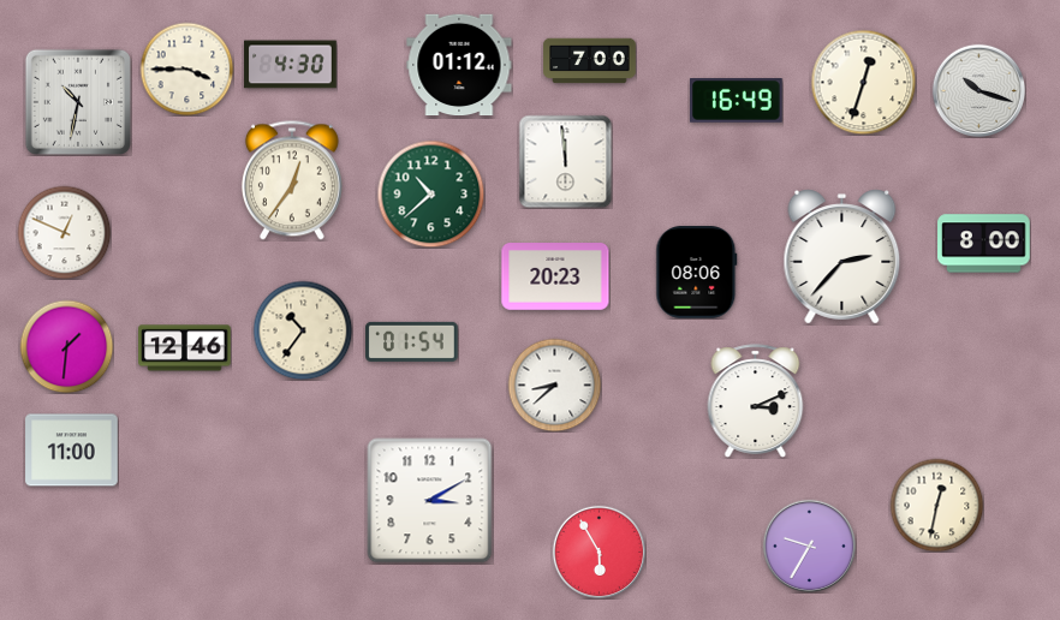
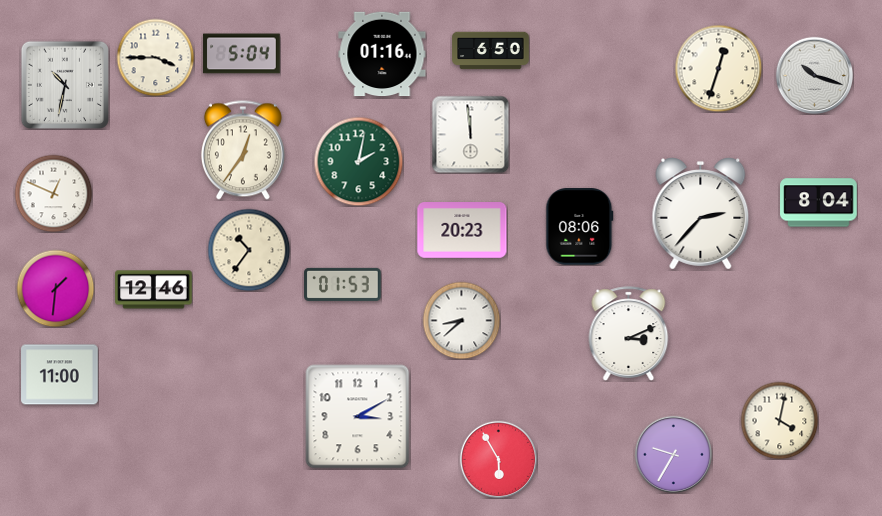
clock at (590, 61): 7:00 -> 6:50
clock at (291, 65): 4:30 -> 5:04
clock at (459, 65): 01:12 -> 01:16
clock at (737, 101): 16:49 -> none
clock at (430, 193): 10:38 -> 2:02
clock at (984, 244): 8:00 -> 8:04
clock at (303, 330) position: (303, 330) -> (249, 250)
clock at (412, 341): 01:54 -> 01:53
clock at (936, 505): 12:32 -> 4:02
